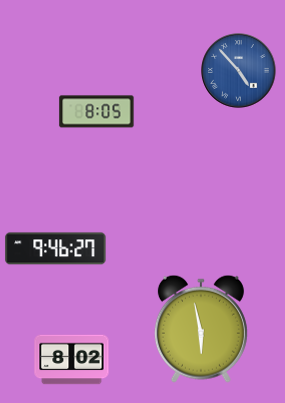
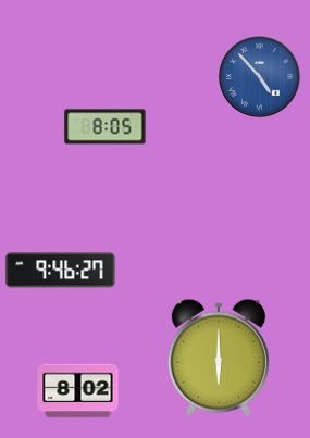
clock at (97, 112) position: (97, 112) -> (106, 127)
clock at (201, 329): 5:58 -> 6:00
